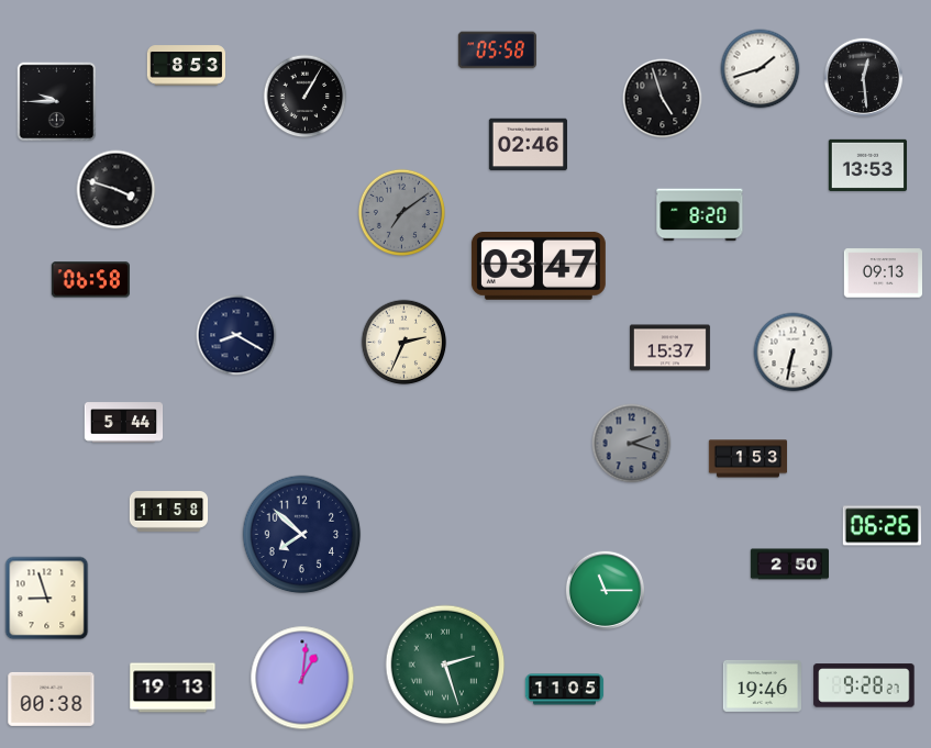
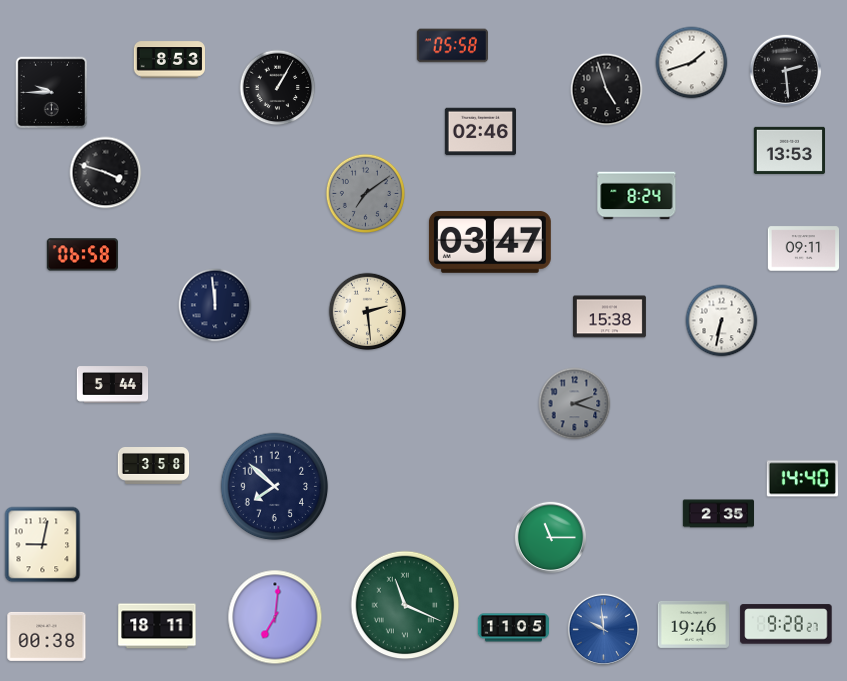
clock at (864, 78): 12:29 -> 2:29
clock at (663, 99) position: (663, 99) -> (607, 90)
clock at (700, 215): 8:20 -> 8:24
clock at (883, 273): 09:13 -> 09:11
clock at (236, 335): 8:20 -> 11:59
clock at (404, 343): 2:34 -> 2:29
clock at (669, 348): 15:37 -> 15:38
clock at (749, 459): 1:53 -> none
clock at (169, 512): 11:58 -> 3:58
clock at (882, 526): 06:26 -> 14:40
clock at (789, 565): 2:50 -> 2:35
clock at (47, 599): 8:57 -> 9:02
clock at (445, 665): 2:27 -> 11:19
clock at (302, 678): 1:01 -> 7:01
clock at (173, 688): 19:13 -> 18:11
clock at (604, 630): none -> 9:59
